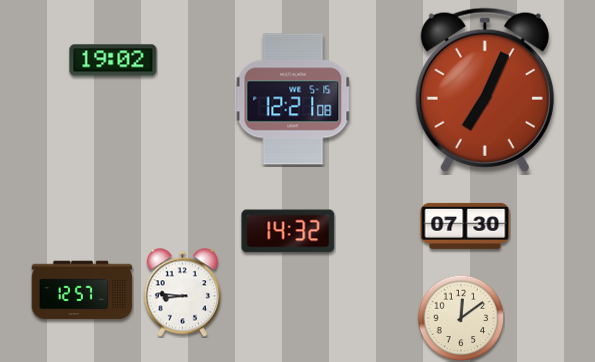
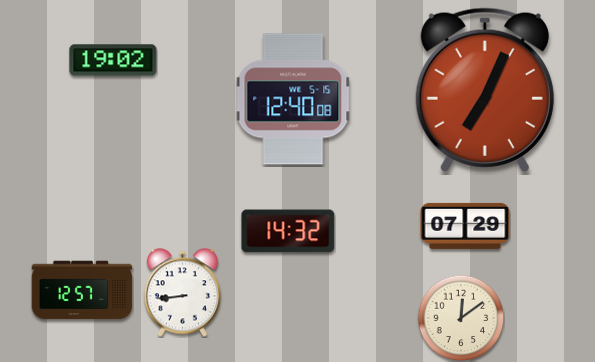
clock at (293, 99): 12:21 -> 12:40
clock at (465, 226): 07:30 -> 07:29
clock at (182, 293): 8:46 -> 8:44
